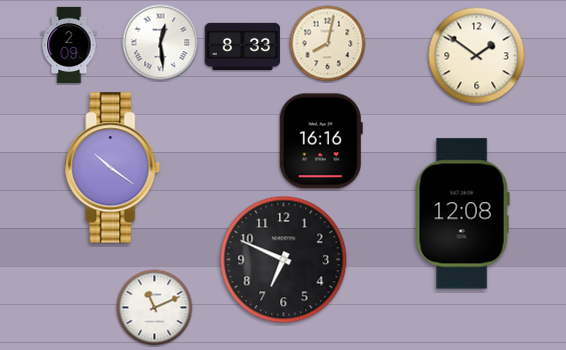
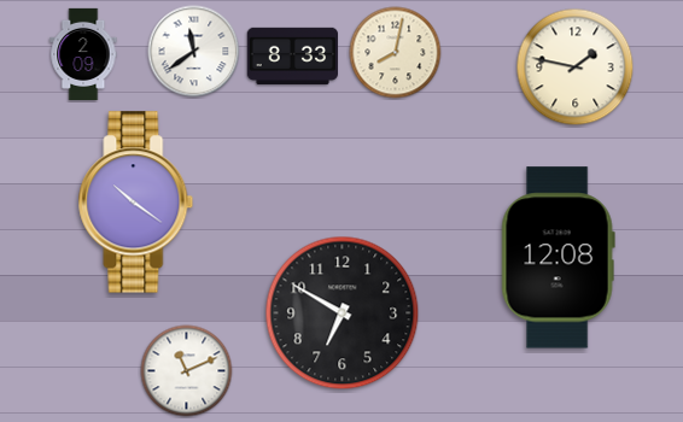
clock at (161, 43): 12:29 -> 11:39
clock at (477, 56): 1:51 -> 1:47
clock at (321, 141): 16:16 -> none
clock at (284, 260): 6:49 -> 6:50
